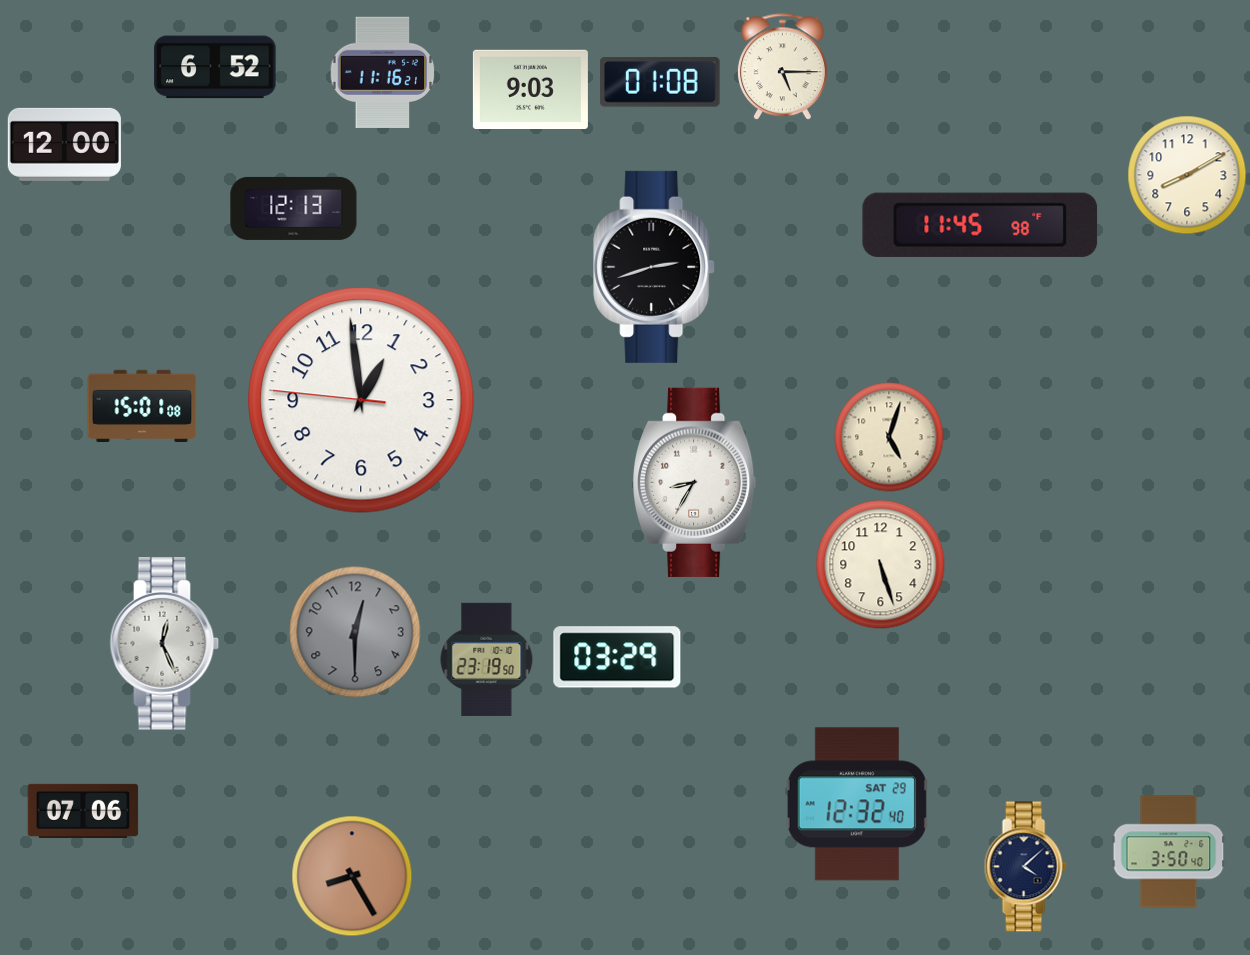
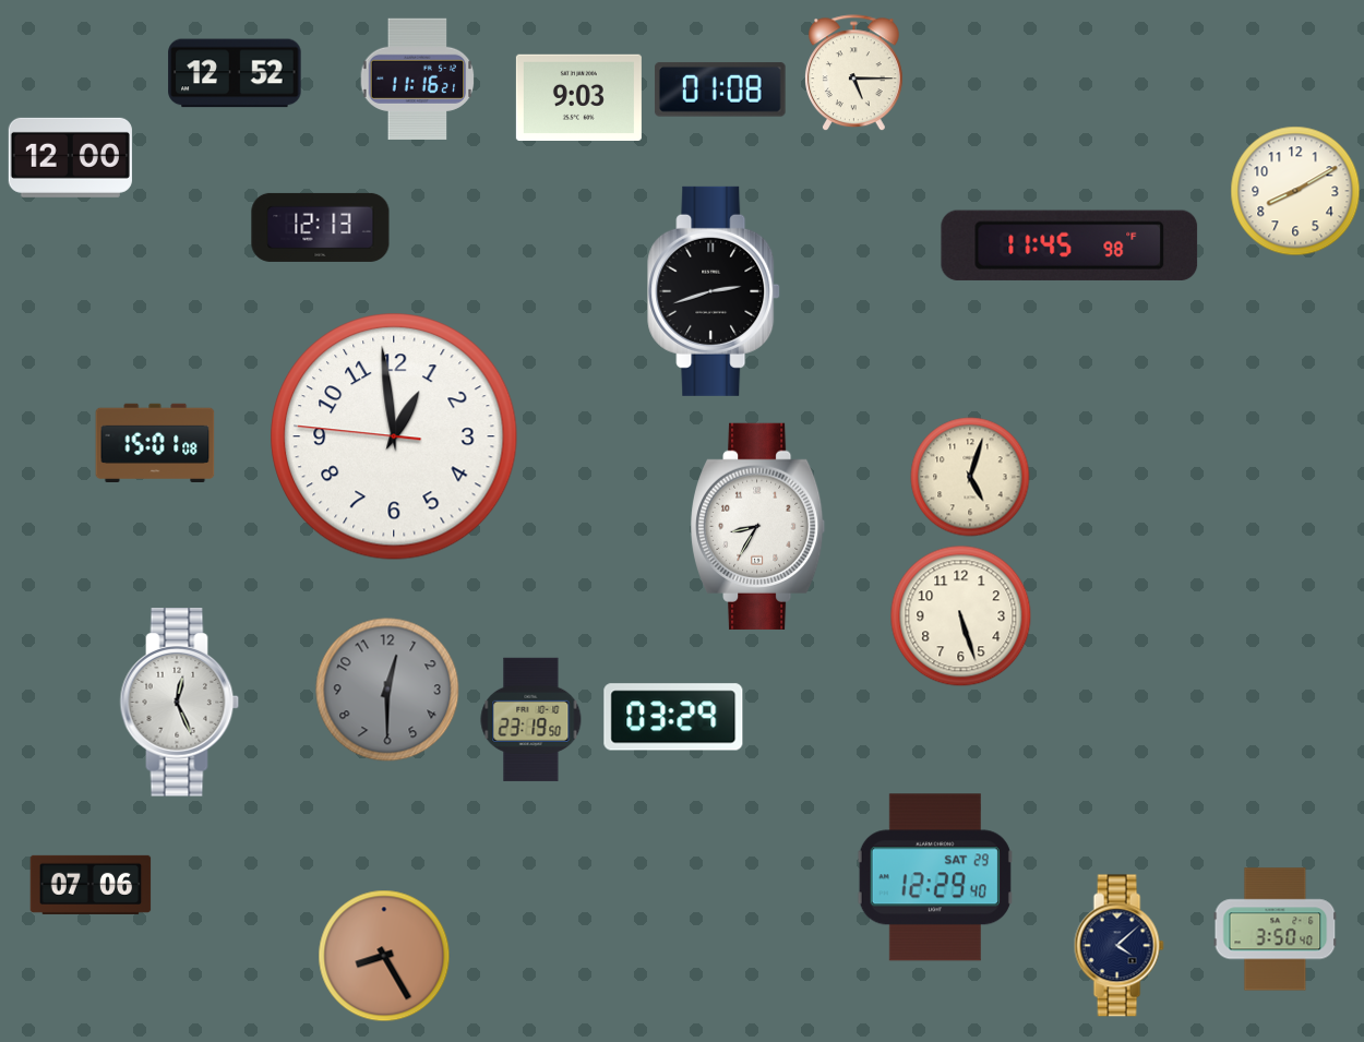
clock at (215, 67): 6:52 -> 12:52
clock at (857, 804): 12:32 -> 12:29
